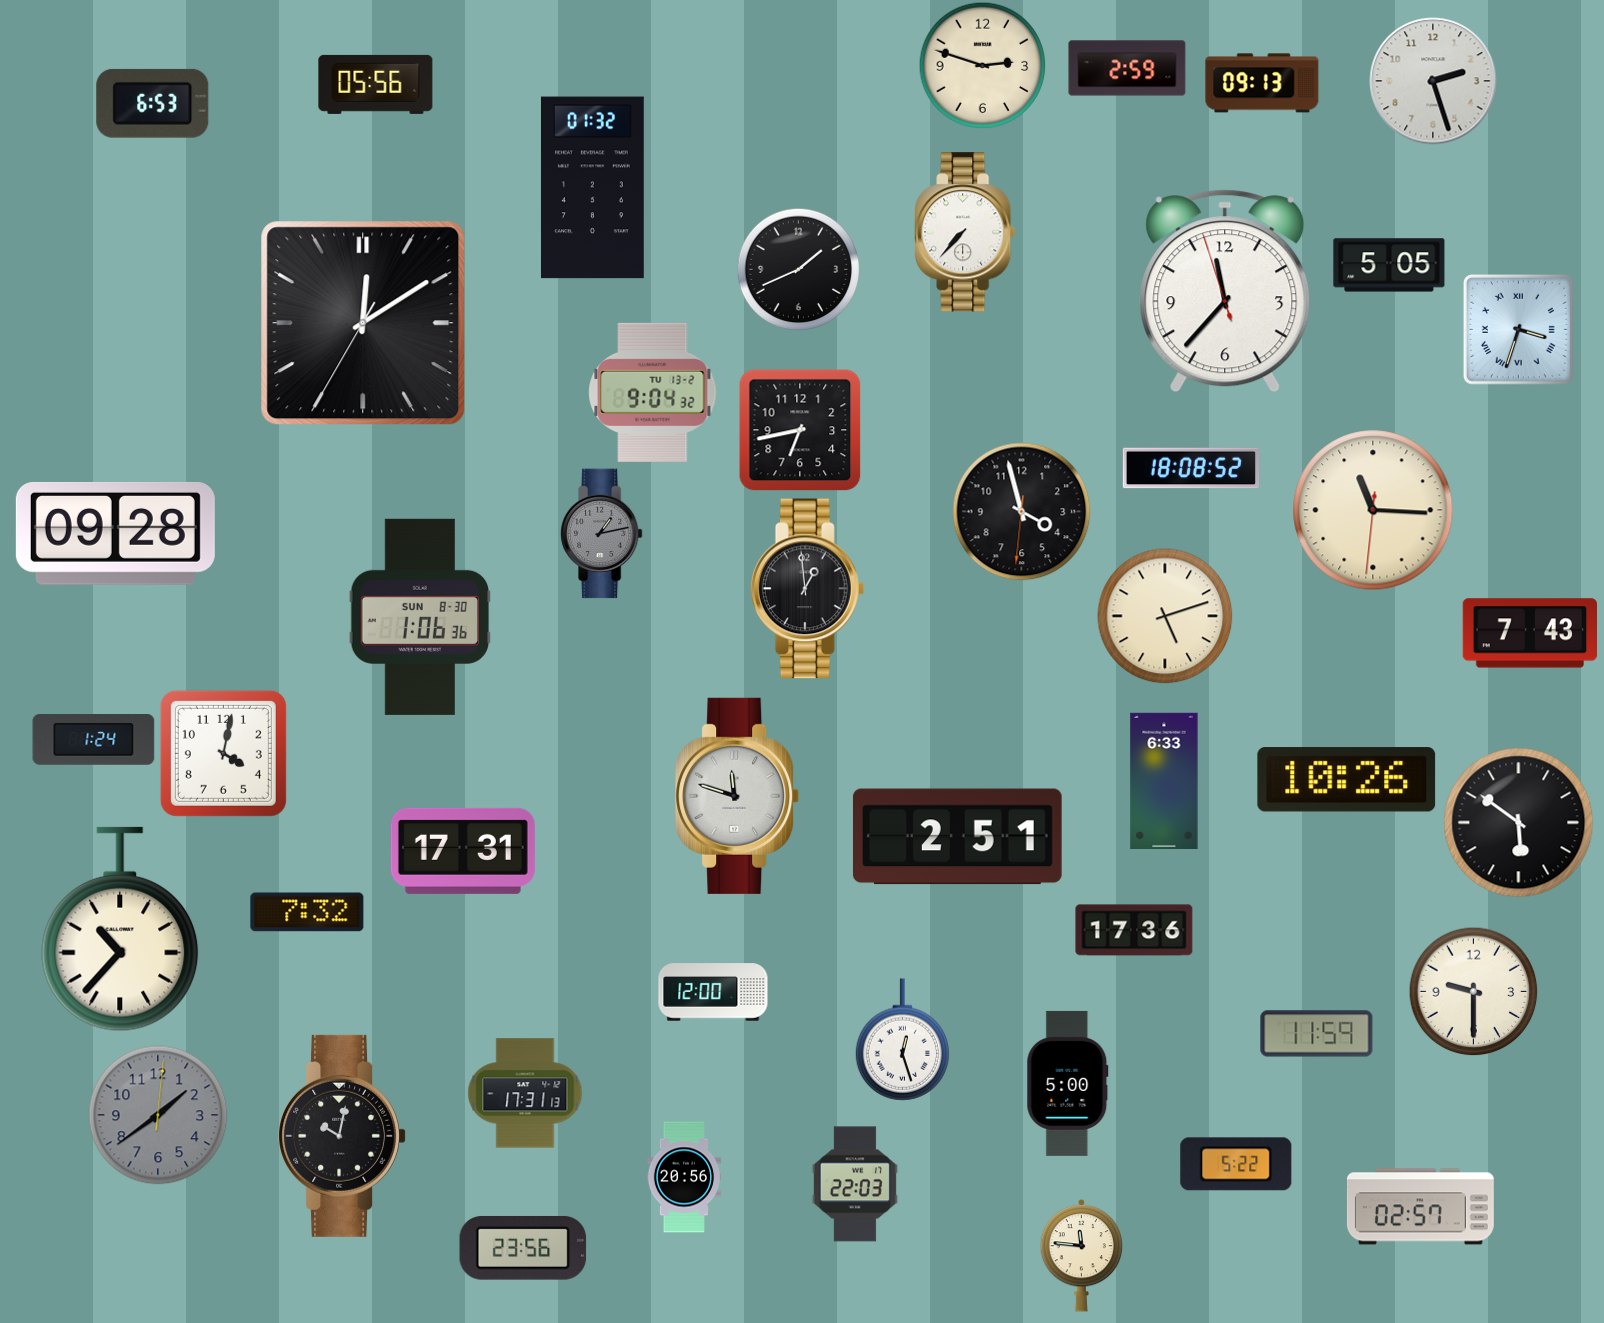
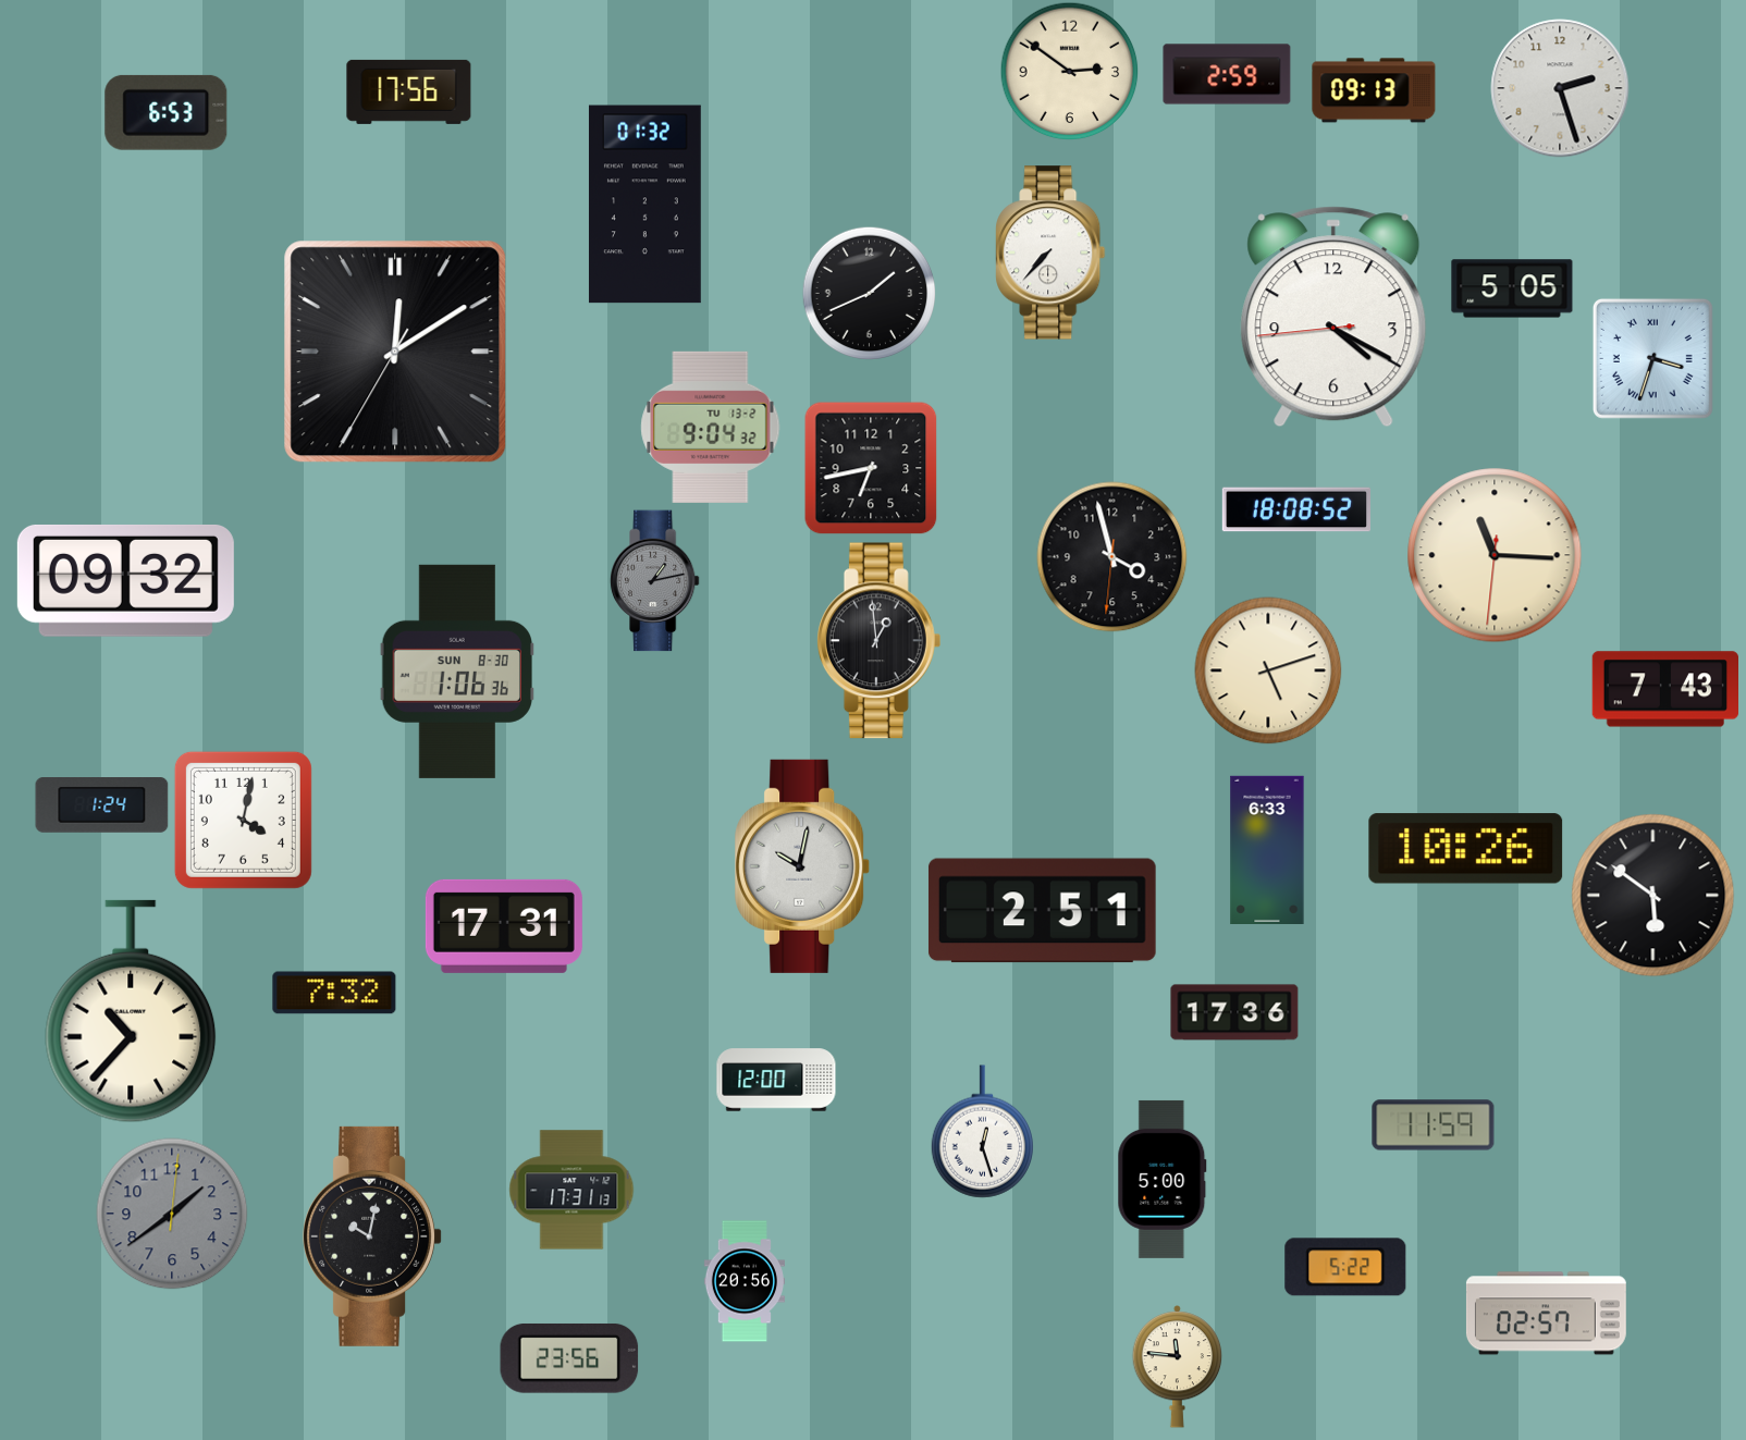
clock at (982, 65): 2:48 -> 2:51
clock at (376, 84): 05:56 -> 17:56
clock at (1225, 291): 11:36 -> 4:19
clock at (115, 533): 09:28 -> 09:32
clock at (738, 796): 11:48 -> 10:02
clock at (1473, 991): 9:30 -> none
clock at (855, 1184): 22:03 -> none
